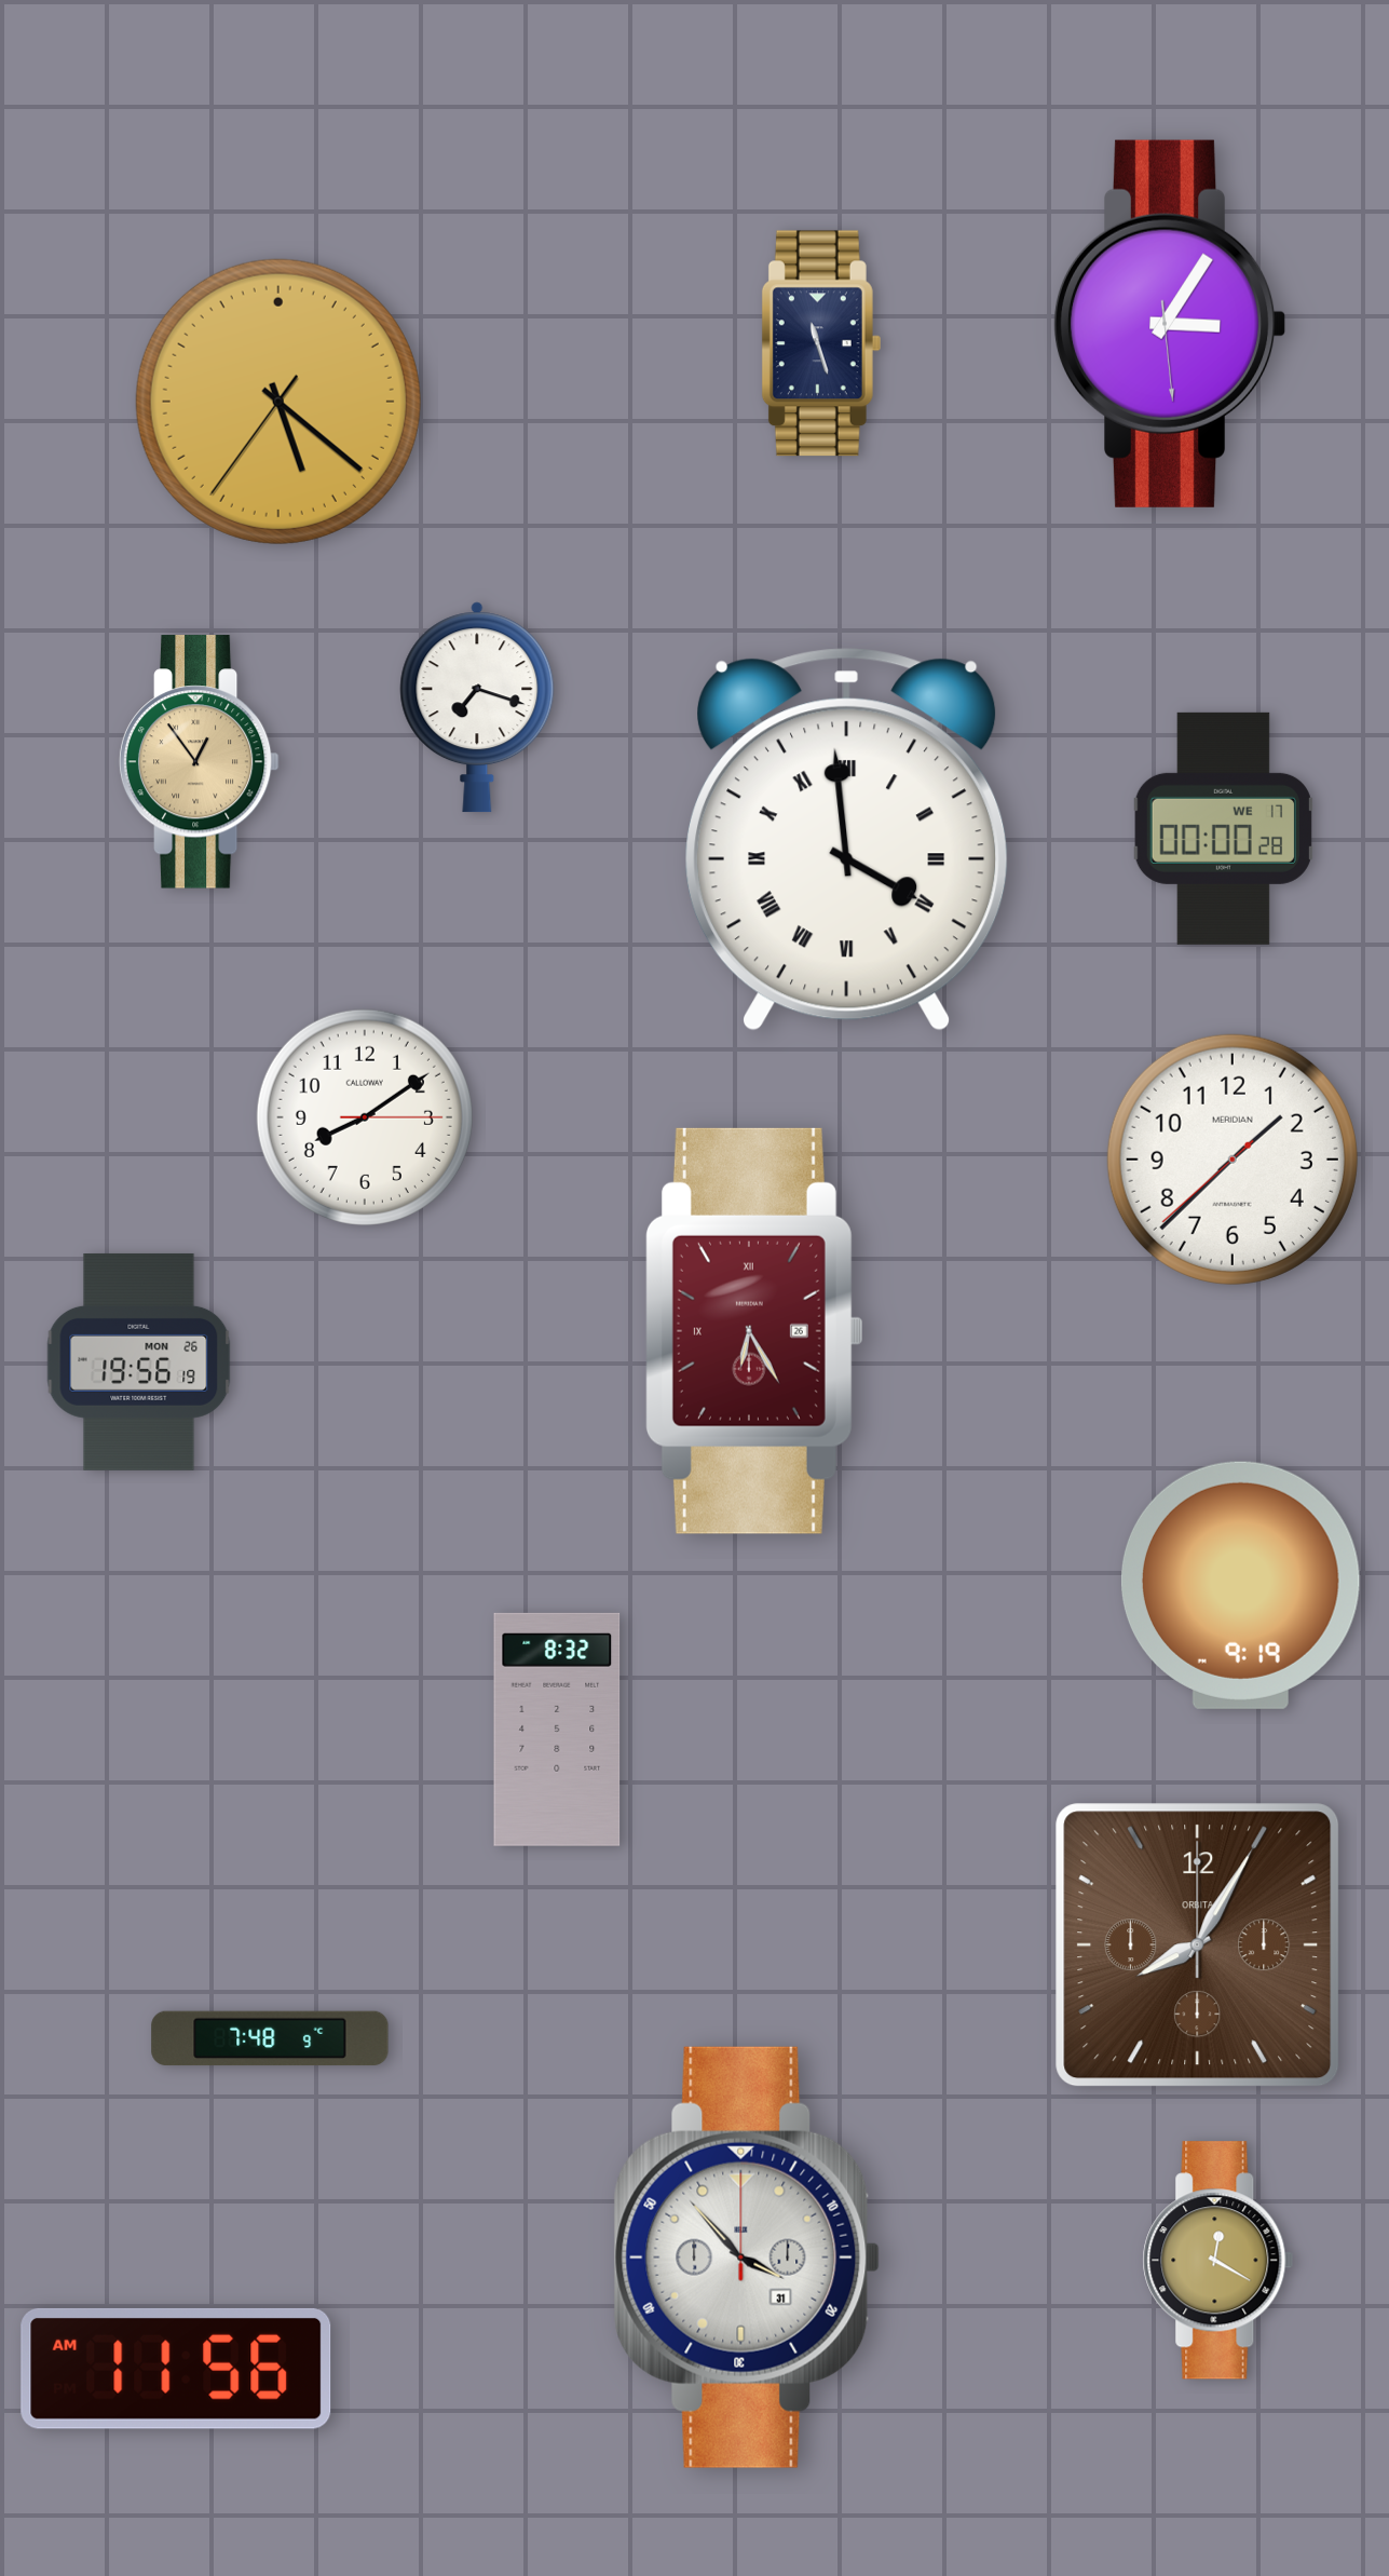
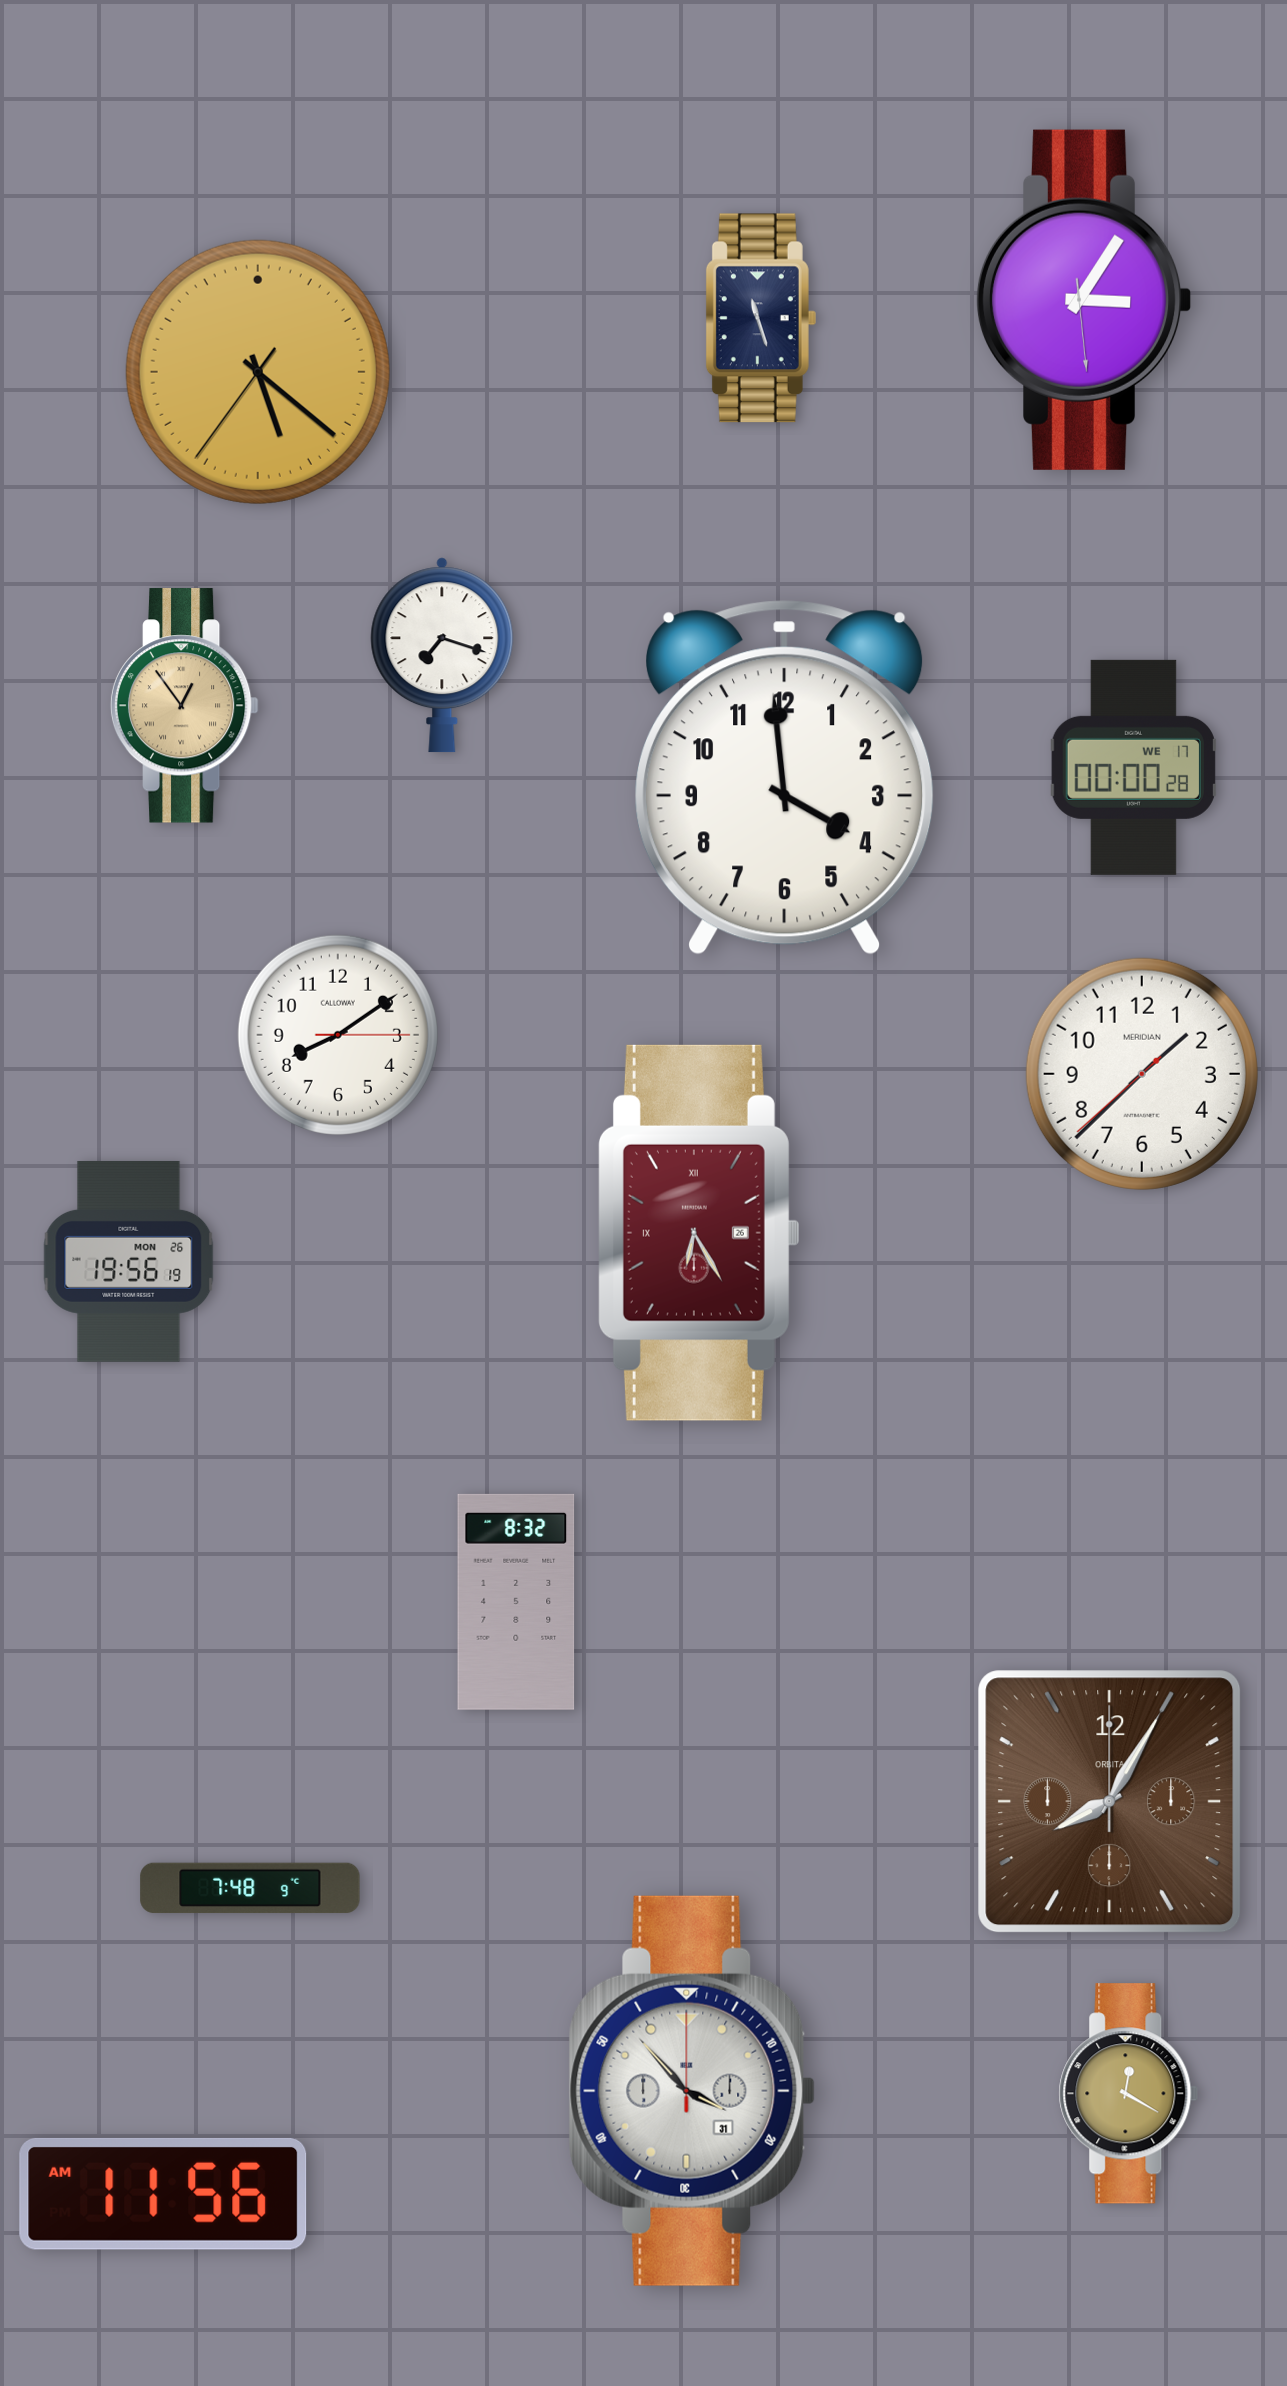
clock at (847, 840) numerals: Roman -> Arabic
clock at (1240, 1585): 9:19 -> none
